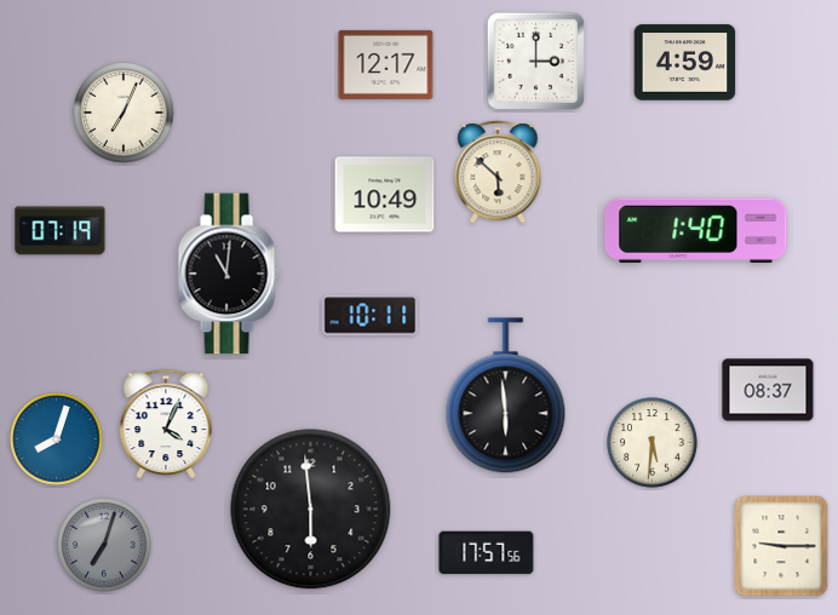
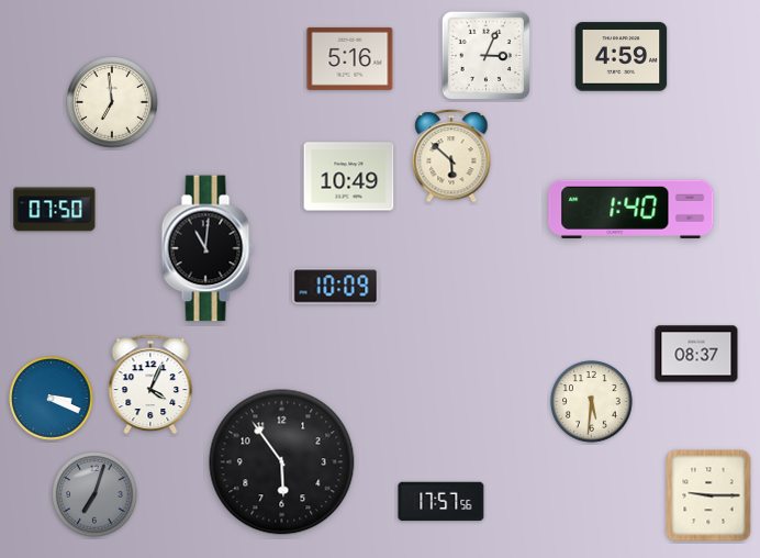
clock at (535, 61): 3:00 -> 3:04
clock at (386, 64): 12:17 -> 5:16
clock at (124, 113): 7:04 -> 6:59
clock at (61, 231): 07:19 -> 07:50
clock at (371, 316): 10:11 -> 10:09
clock at (506, 396): 5:59 -> none
clock at (57, 439): 8:03 -> 3:19
clock at (311, 510): 5:59 -> 5:54
